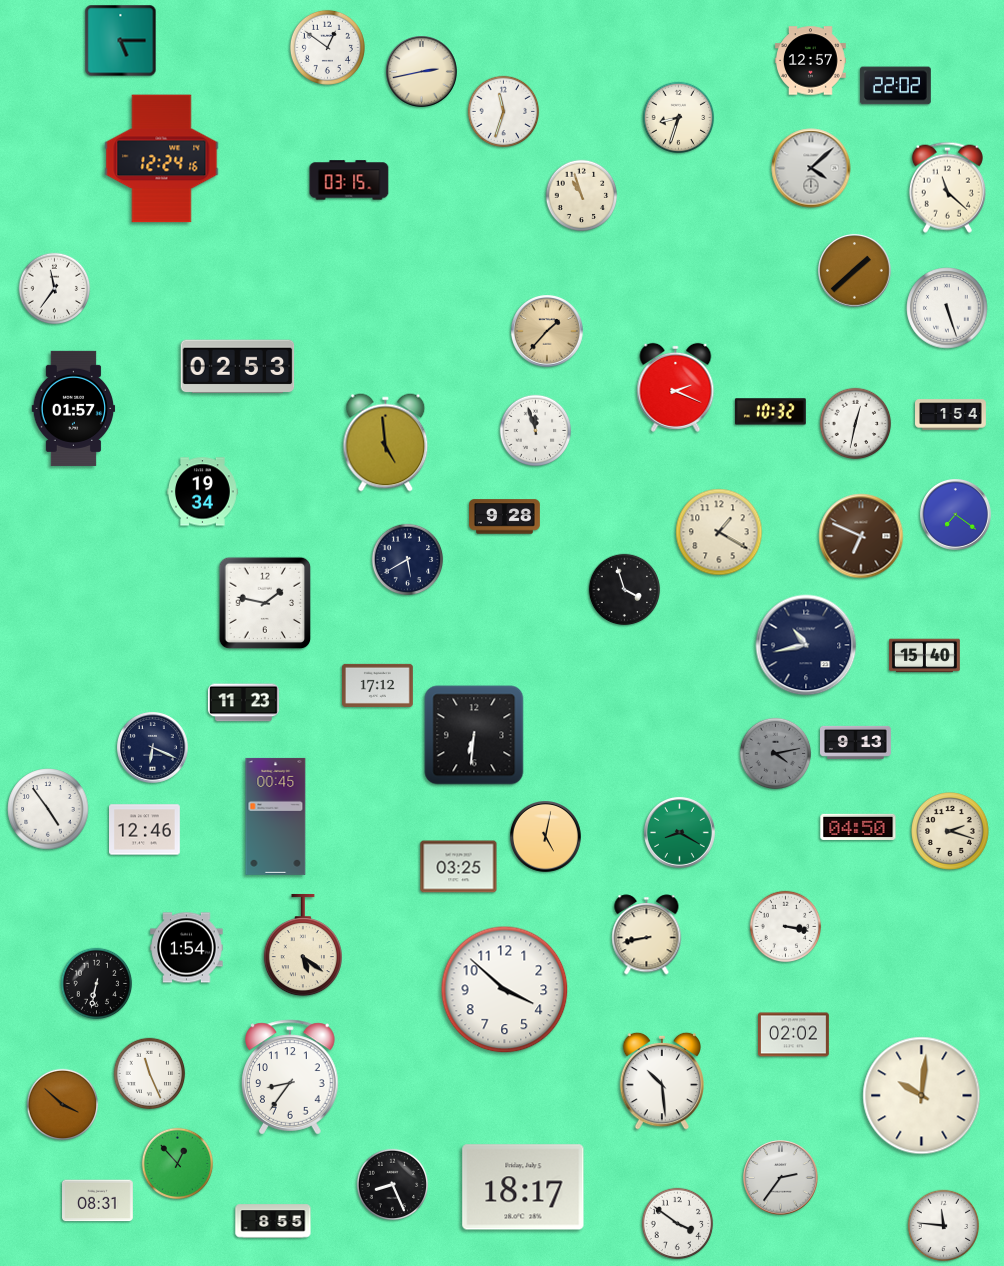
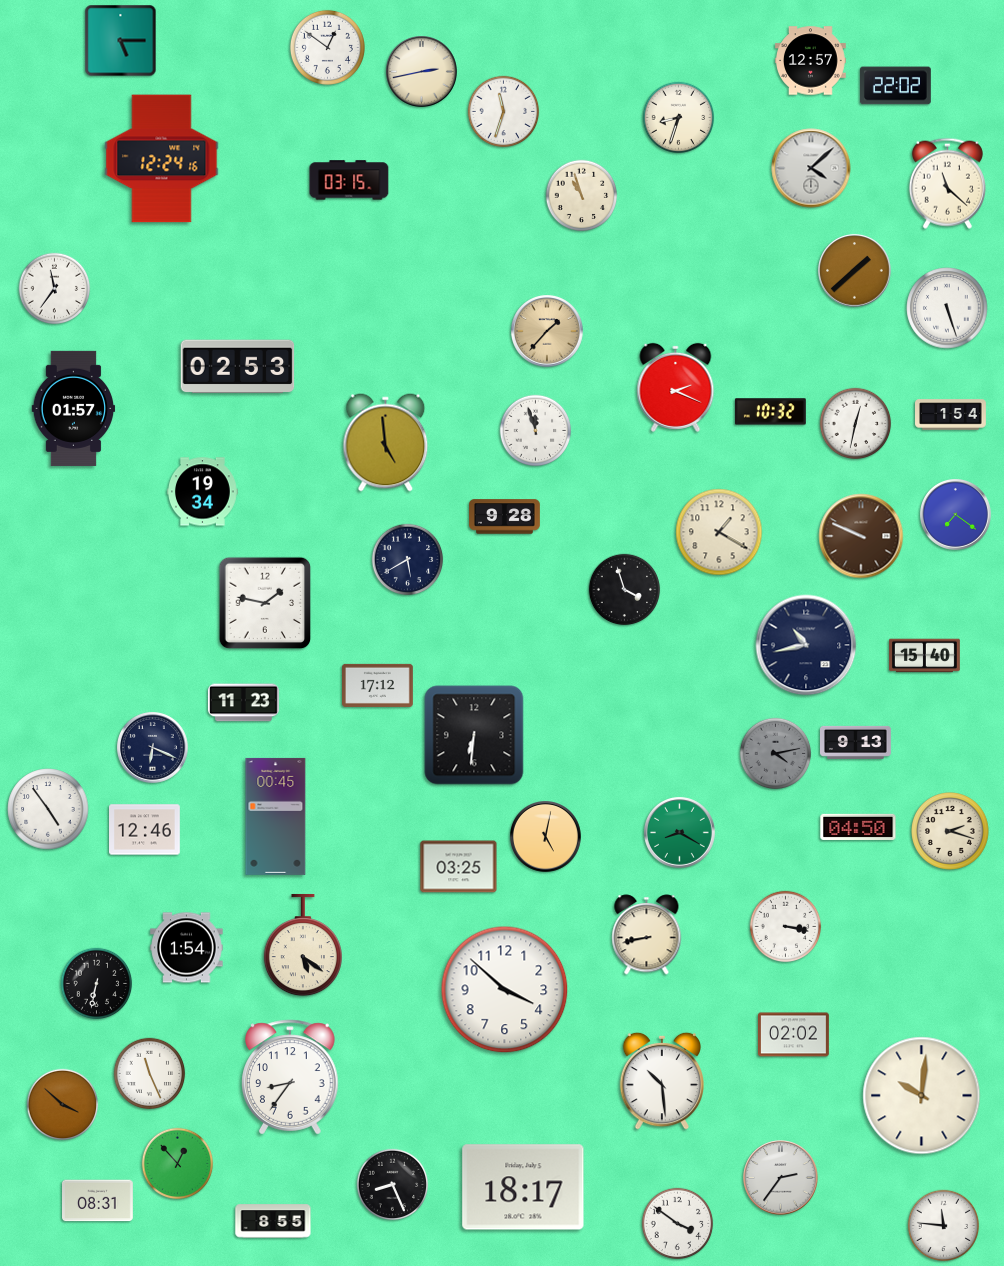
clock at (947, 187) position: (947, 187) -> (947, 183)
clock at (861, 536): 6:49 -> 9:49
